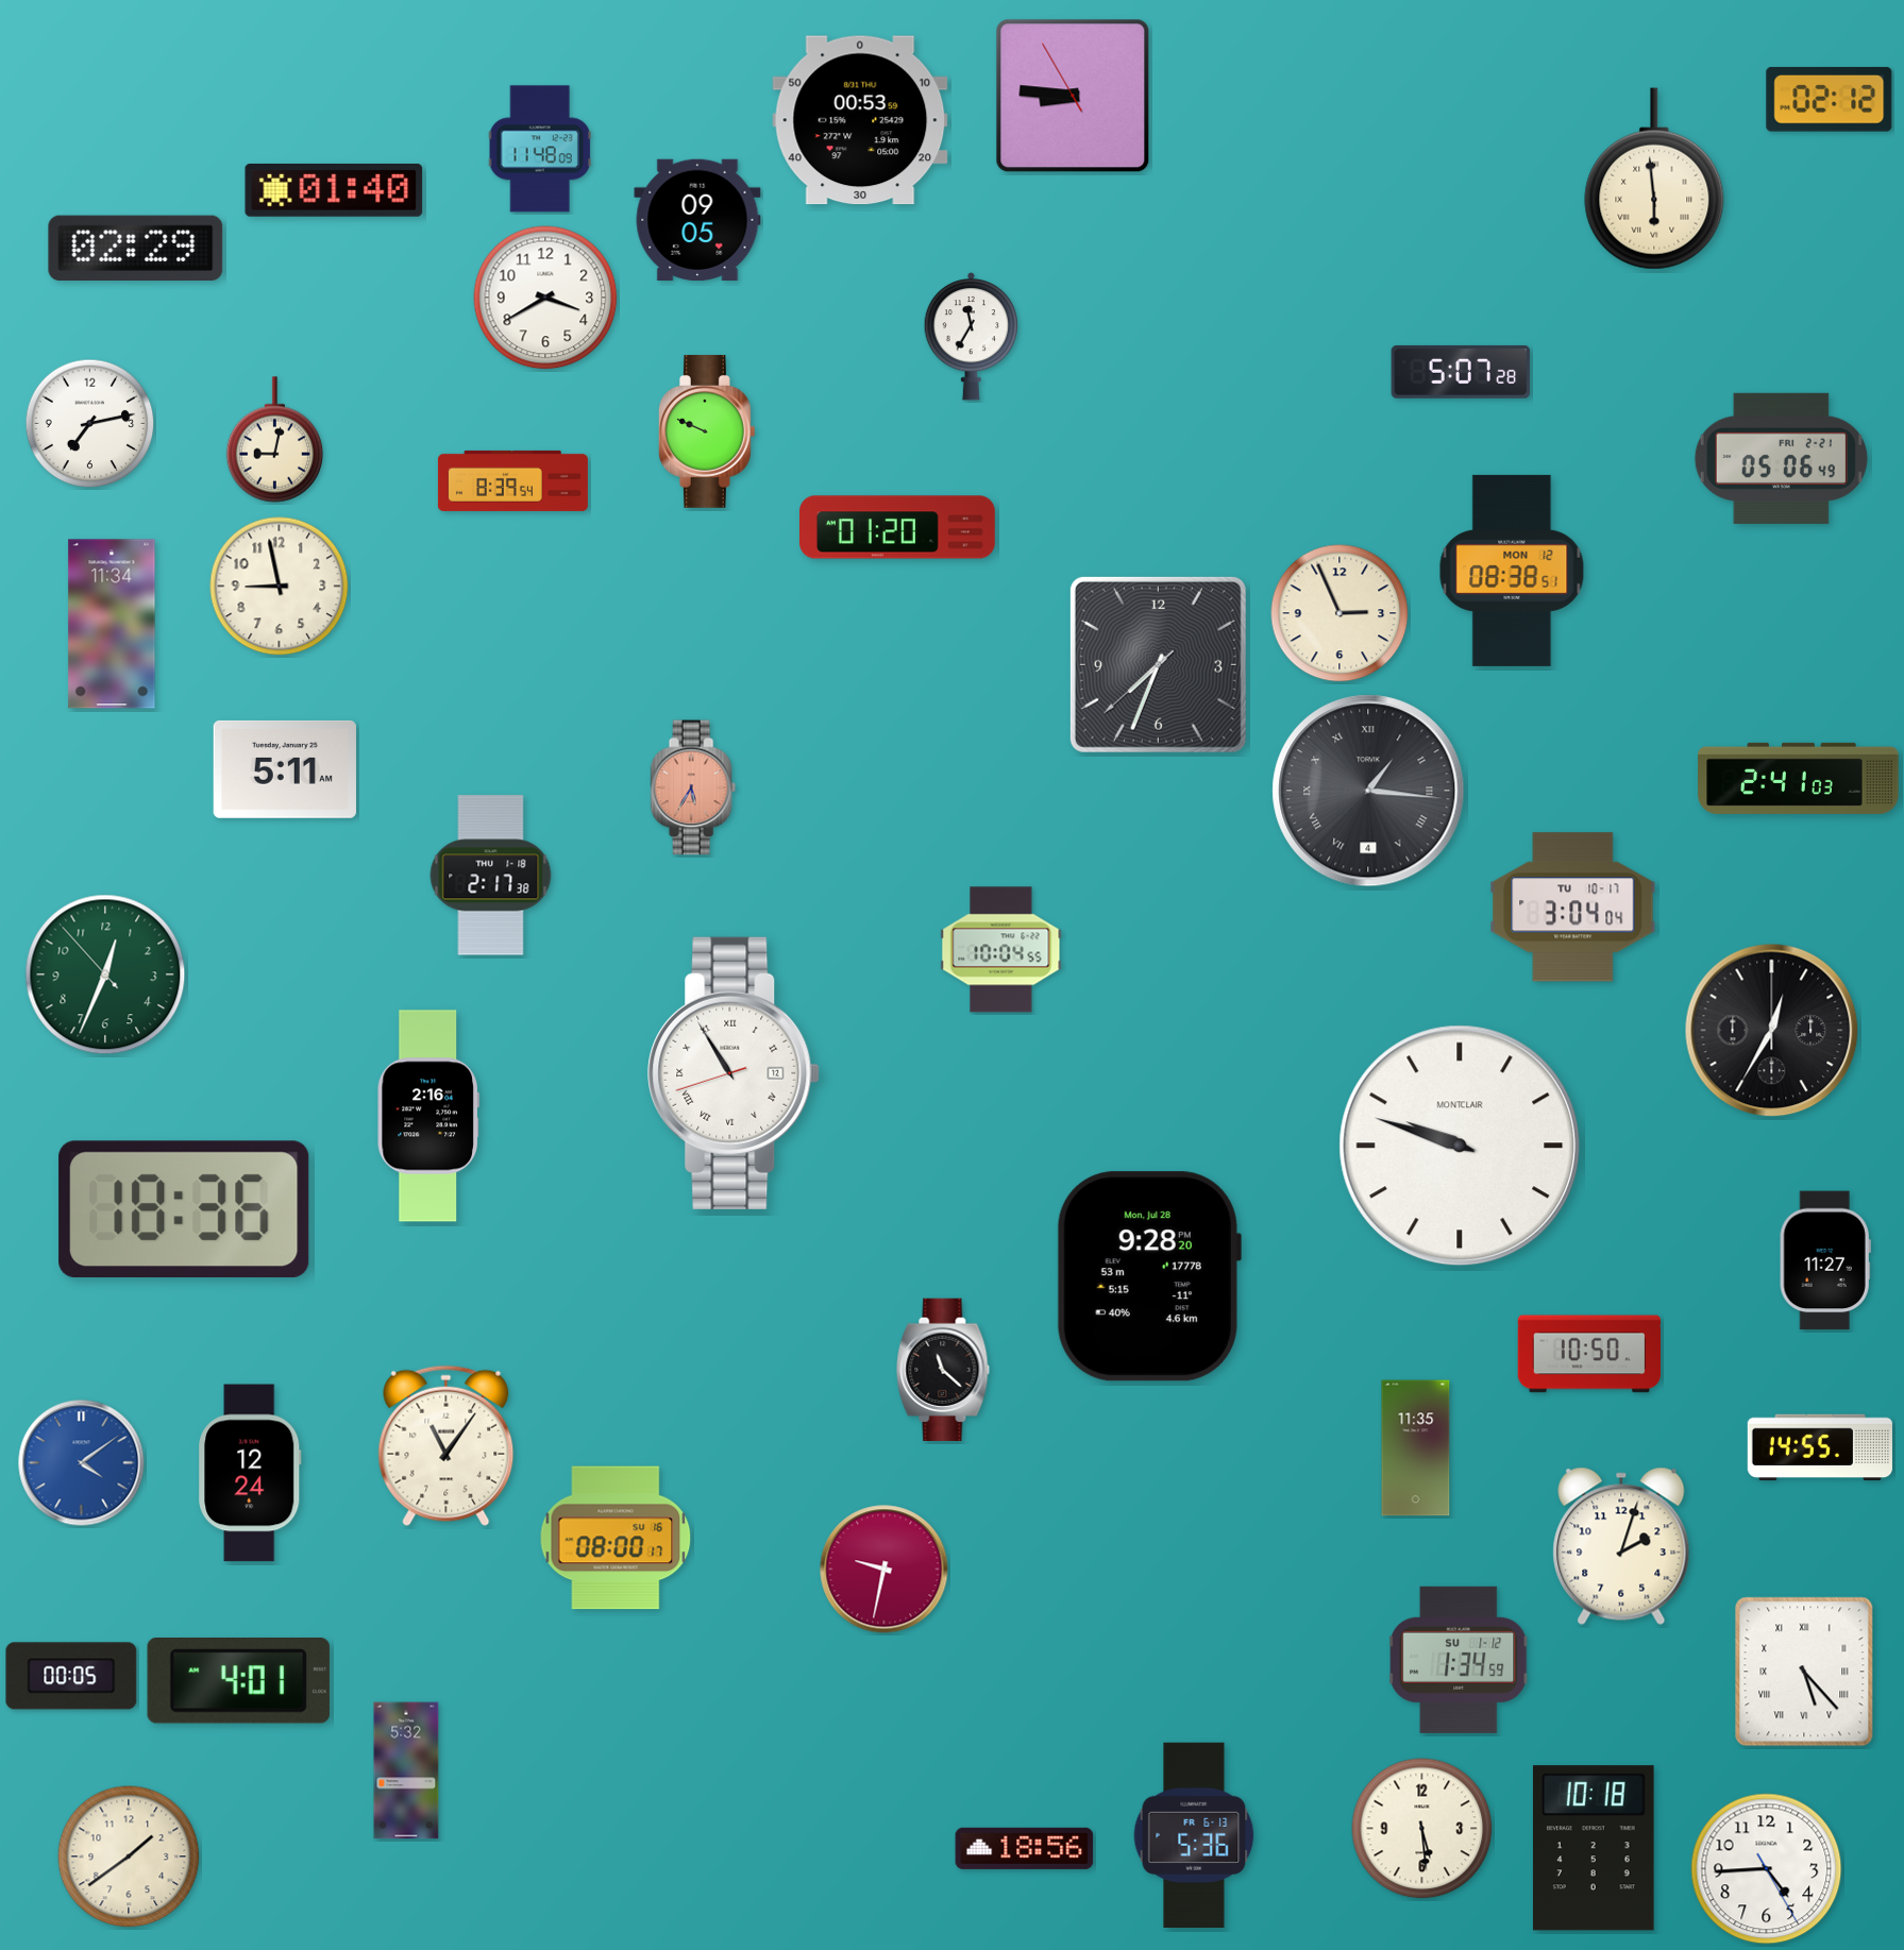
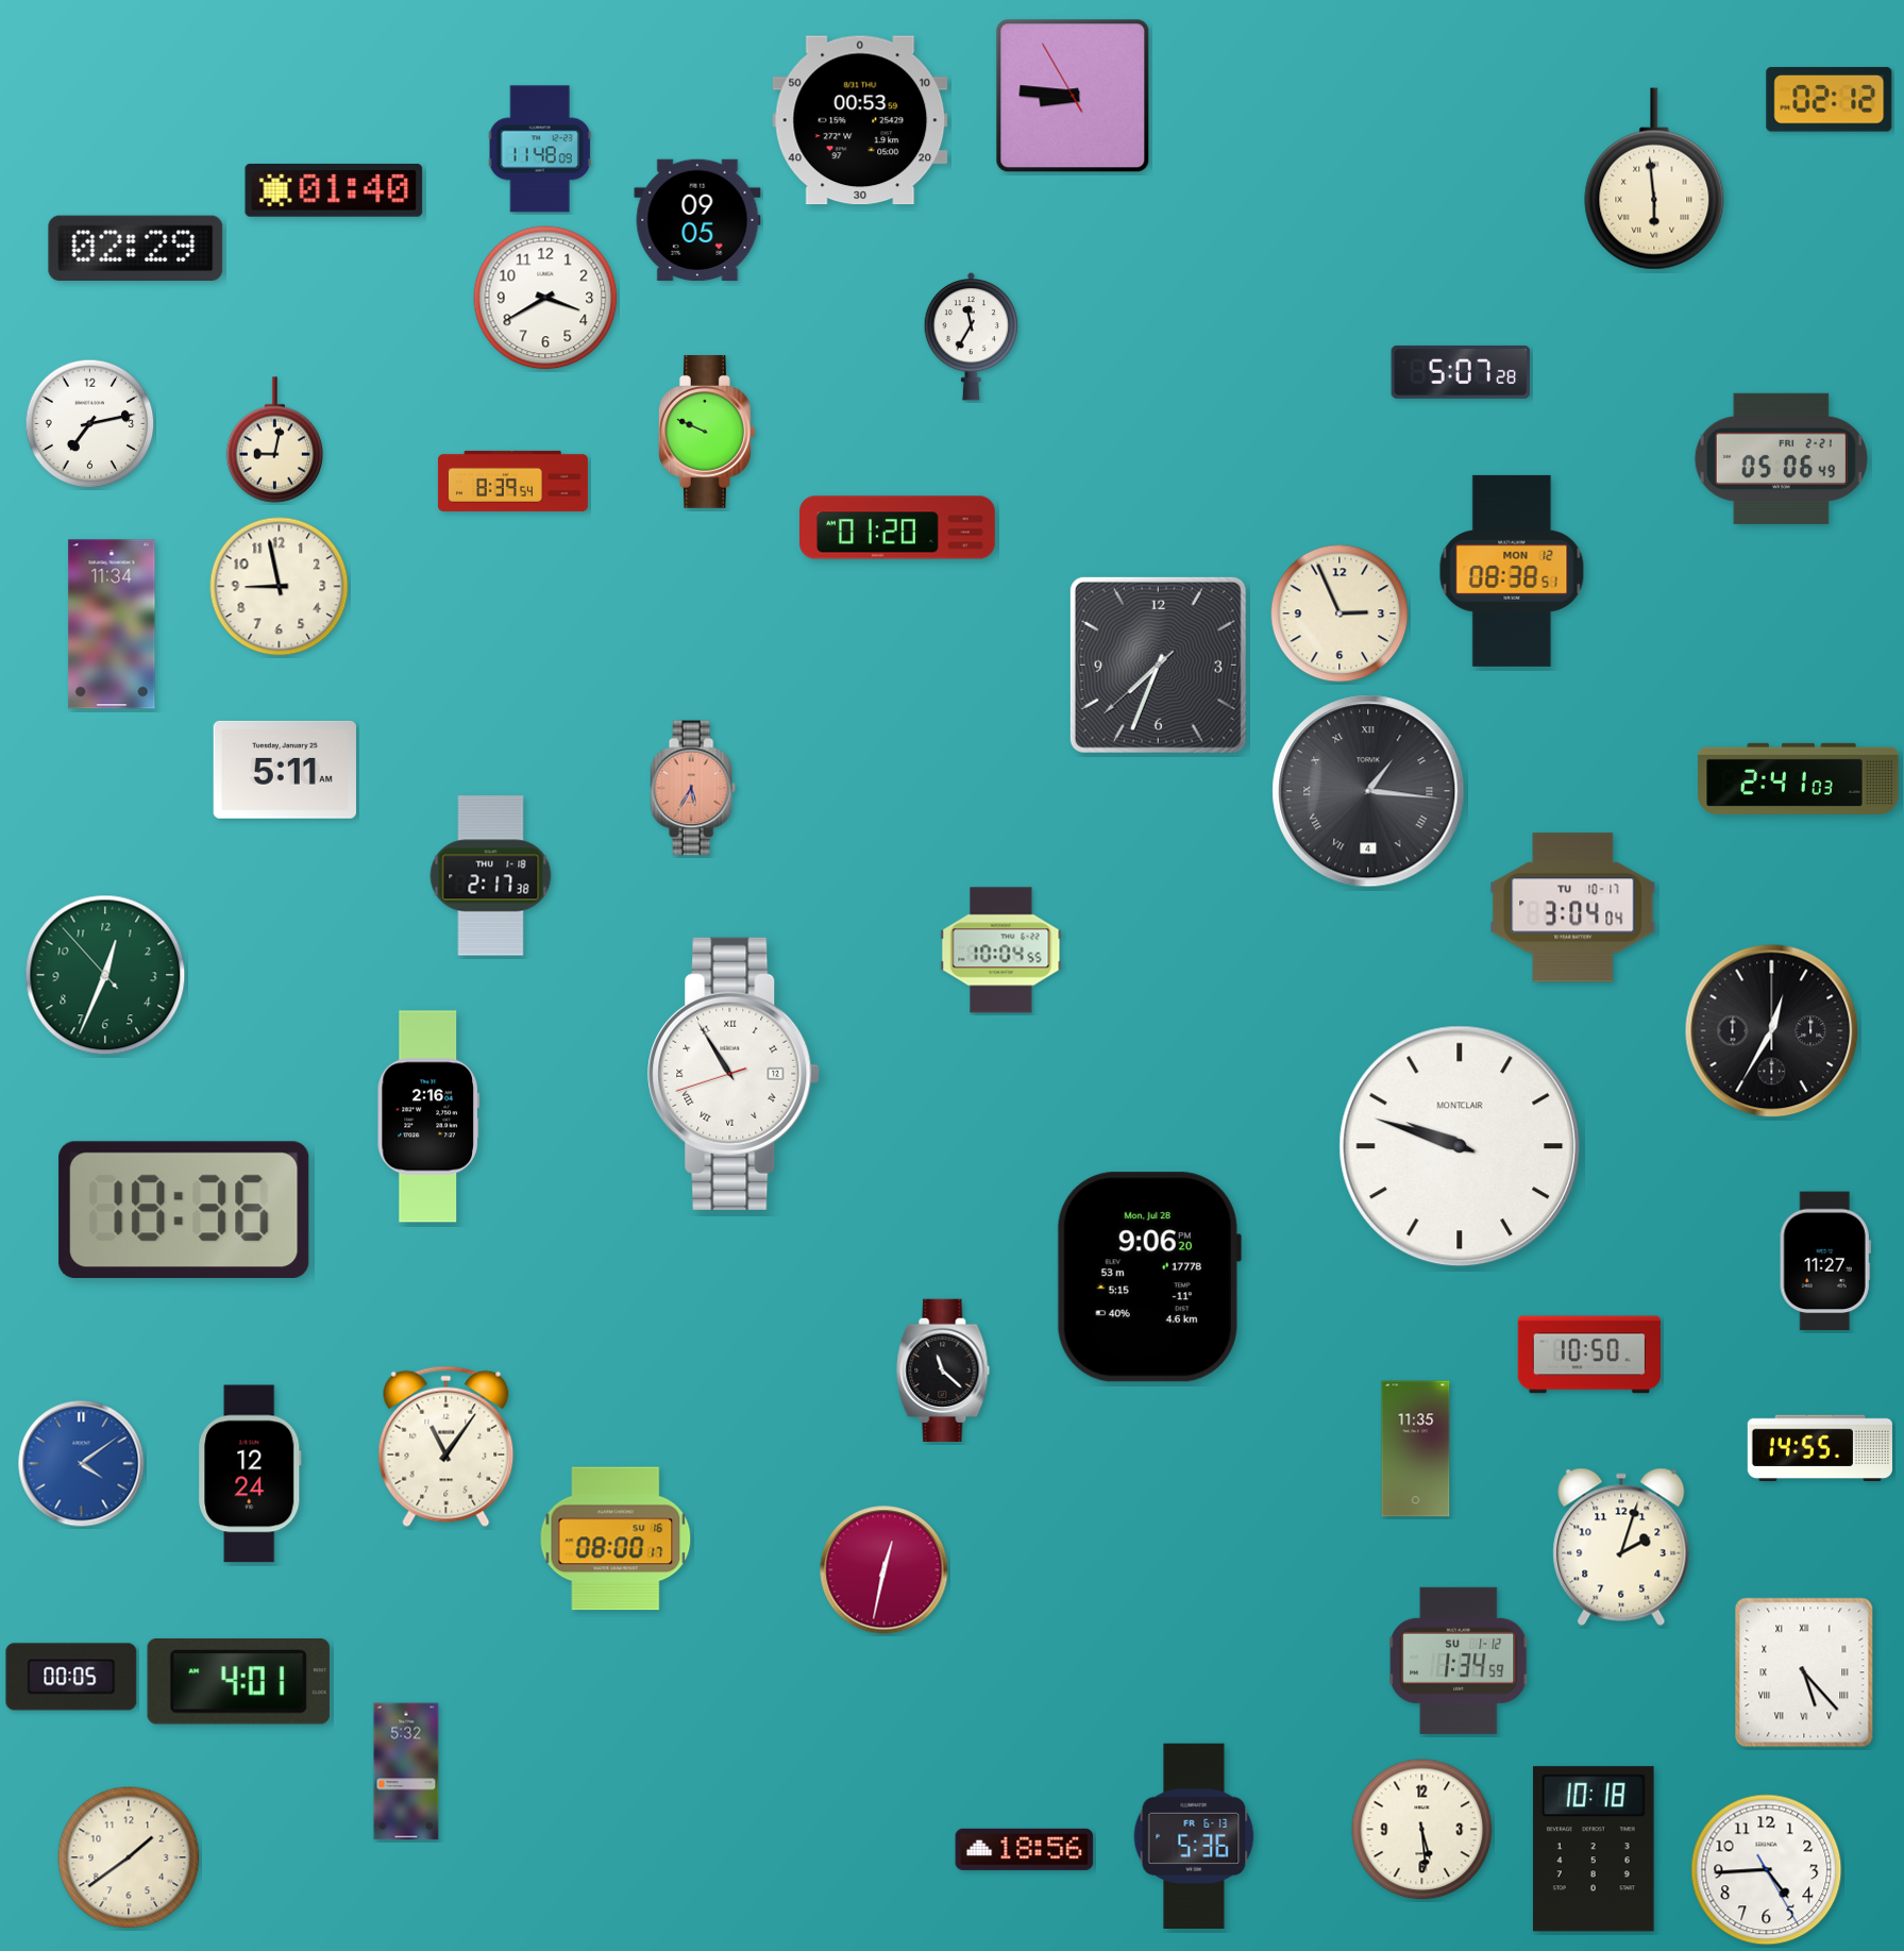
clock at (1148, 1276): 9:28 -> 9:06
clock at (884, 1570): 9:32 -> 12:32
